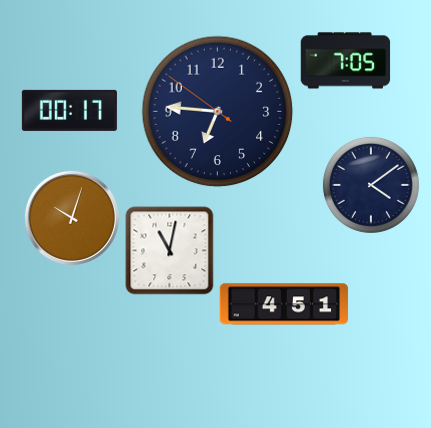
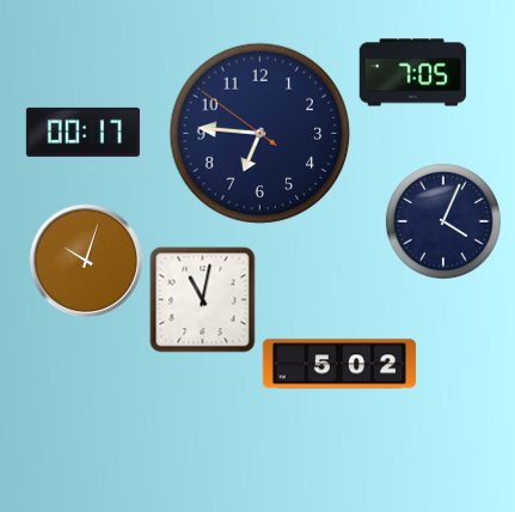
clock at (371, 185): 4:09 -> 4:04
clock at (284, 304): 4:51 -> 5:02
